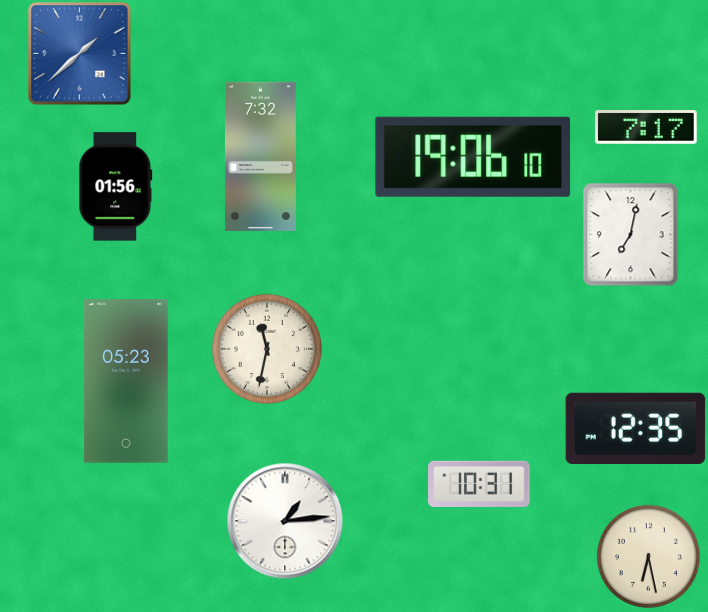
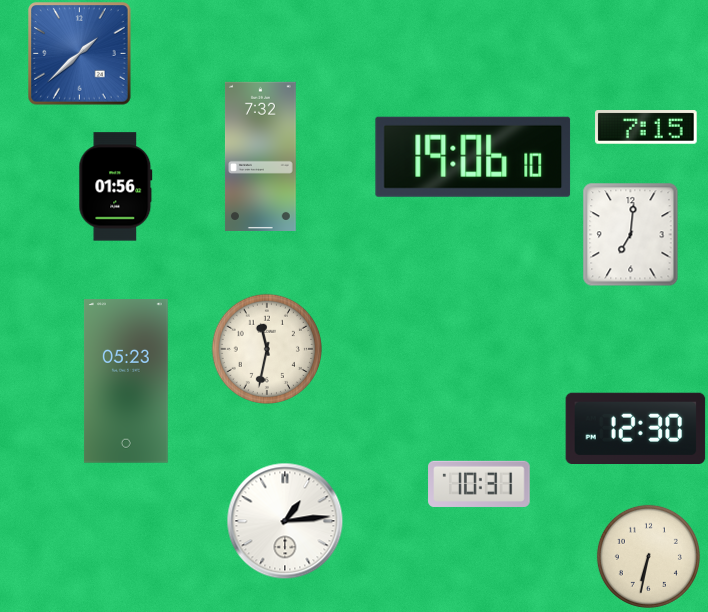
clock at (646, 128): 7:17 -> 7:15
clock at (631, 234): 7:02 -> 7:01
clock at (636, 428): 12:35 -> 12:30
clock at (648, 556): 6:28 -> 6:32
